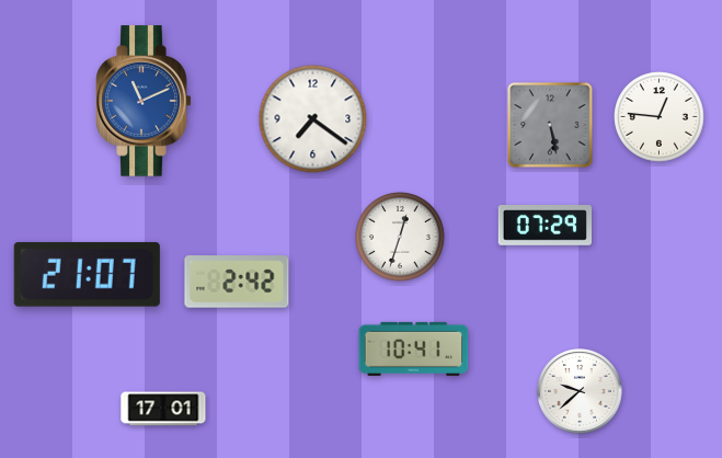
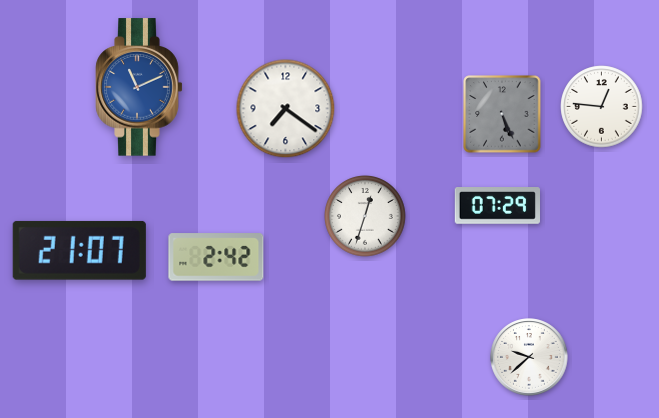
clock at (144, 101) position: (144, 101) -> (139, 87)
clock at (550, 125): 5:28 -> 5:26
clock at (414, 348): 10:41 -> none
clock at (163, 409): 17:01 -> none
